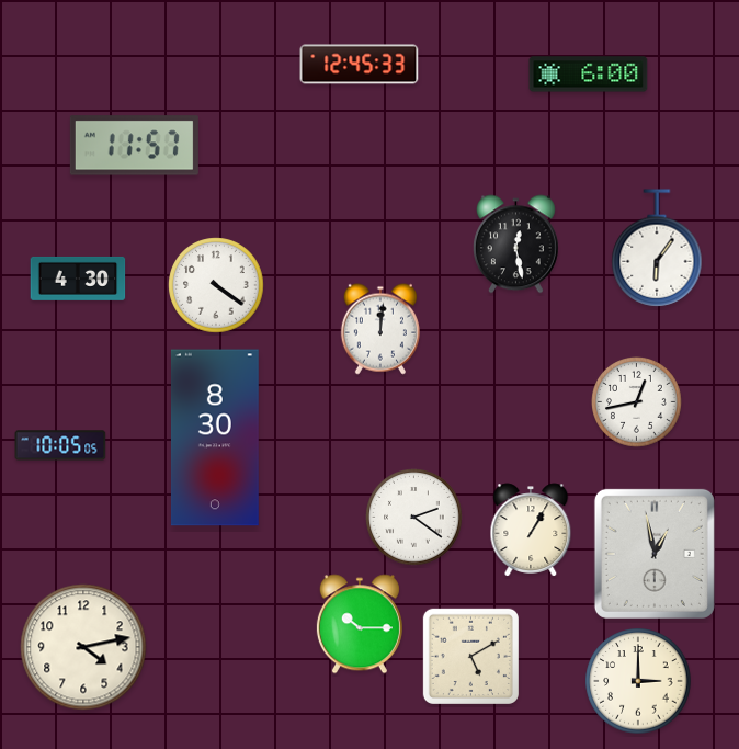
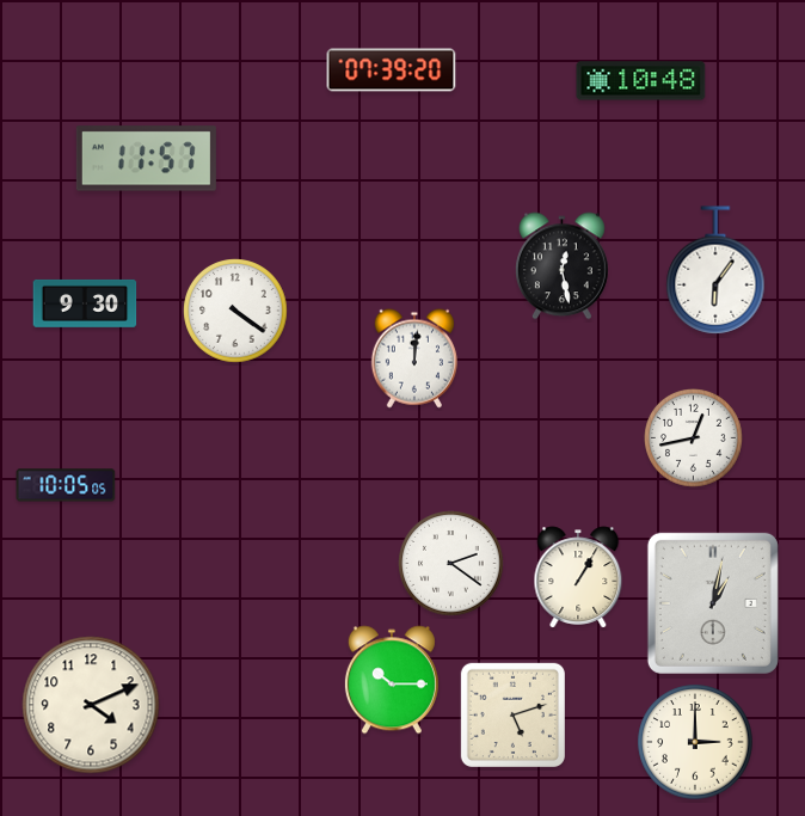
clock at (360, 65): 12:45 -> 07:39
clock at (589, 75): 6:00 -> 10:48
clock at (78, 279): 4:30 -> 9:30
clock at (215, 438): 8:30 -> none
clock at (655, 554): 12:58 -> 1:02
clock at (83, 647): 4:13 -> 4:11
clock at (470, 656): 5:10 -> 5:12
